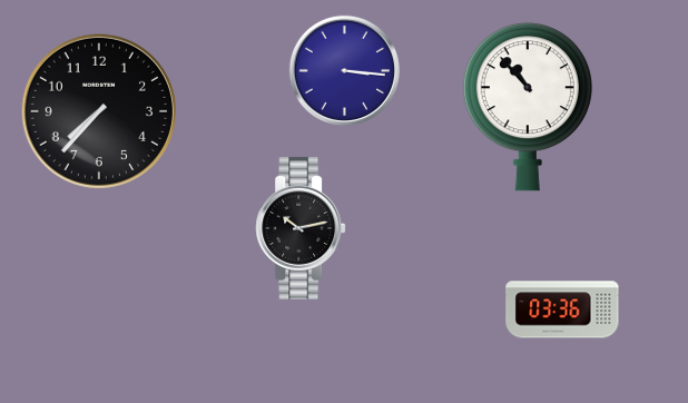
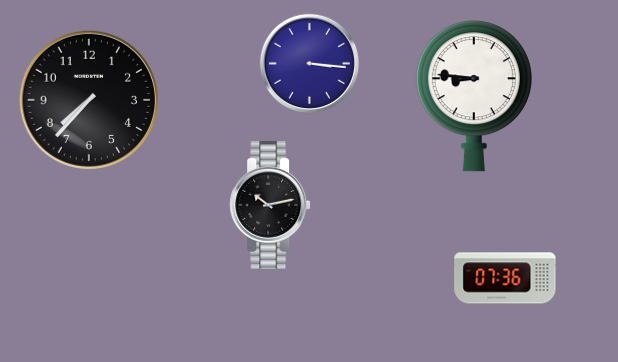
clock at (528, 107): 10:53 -> 8:46
clock at (562, 309): 03:36 -> 07:36
